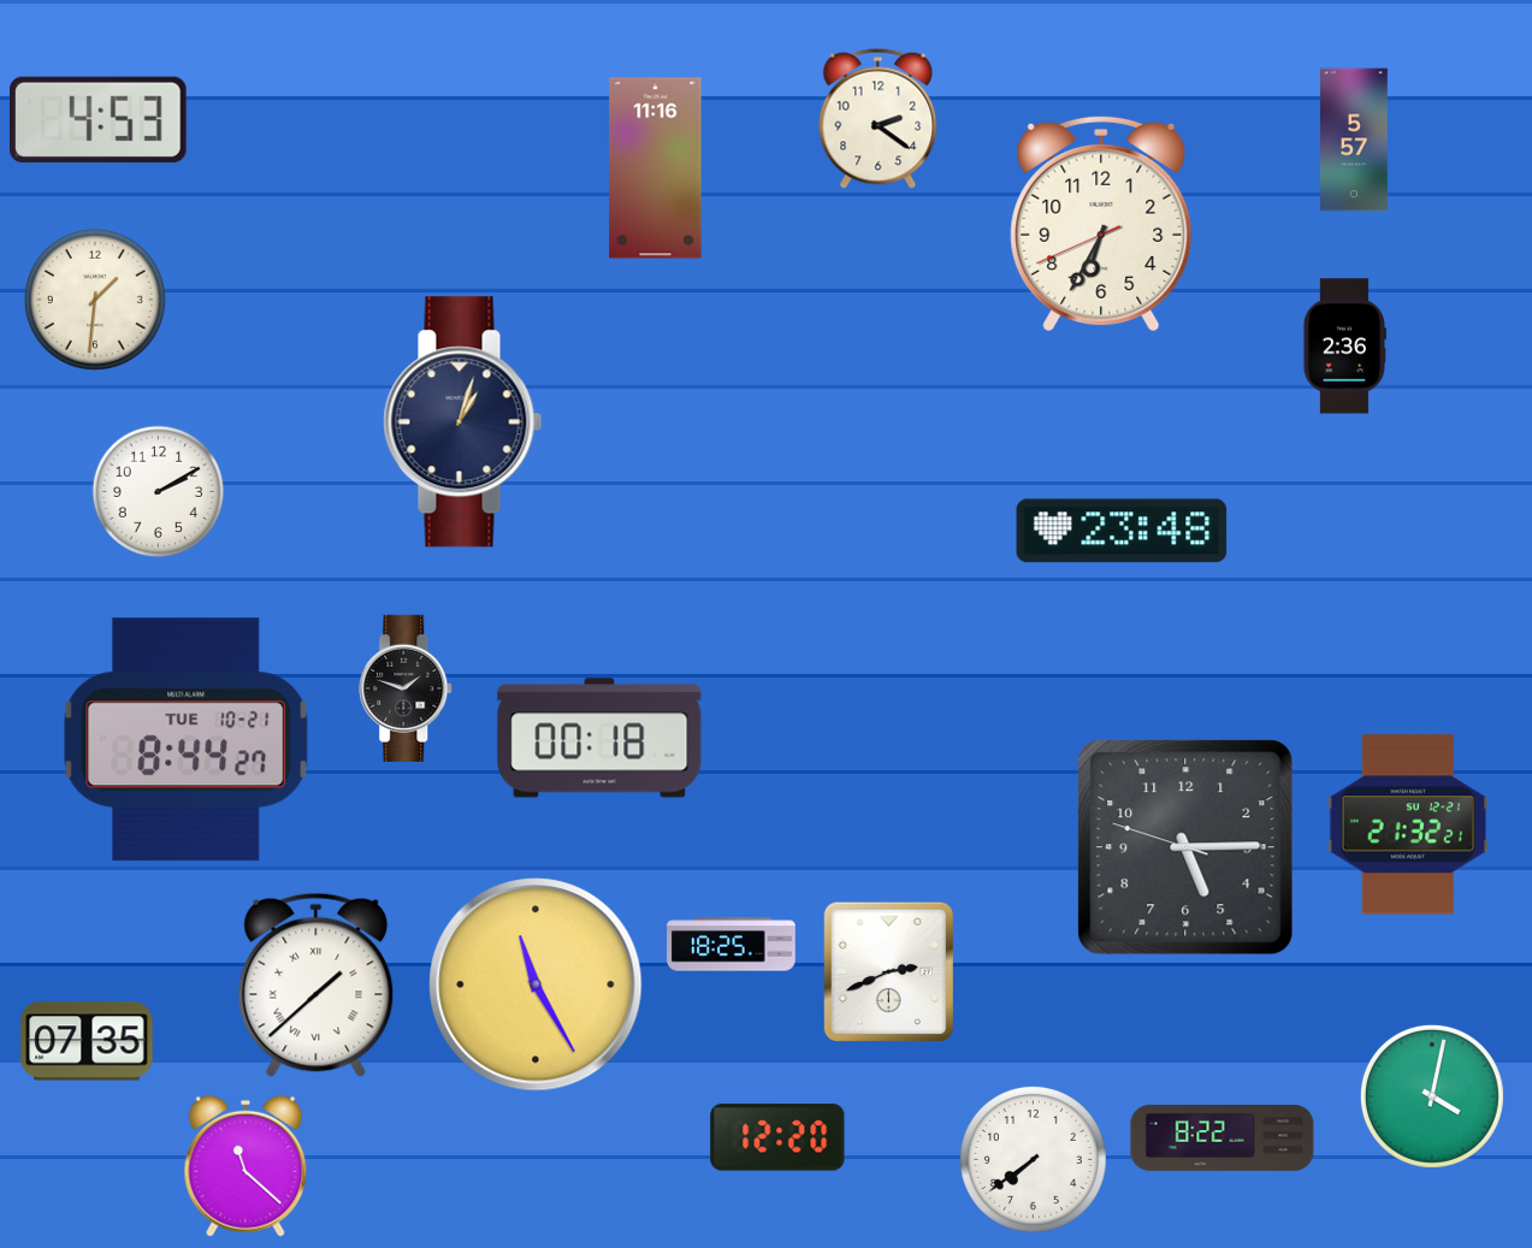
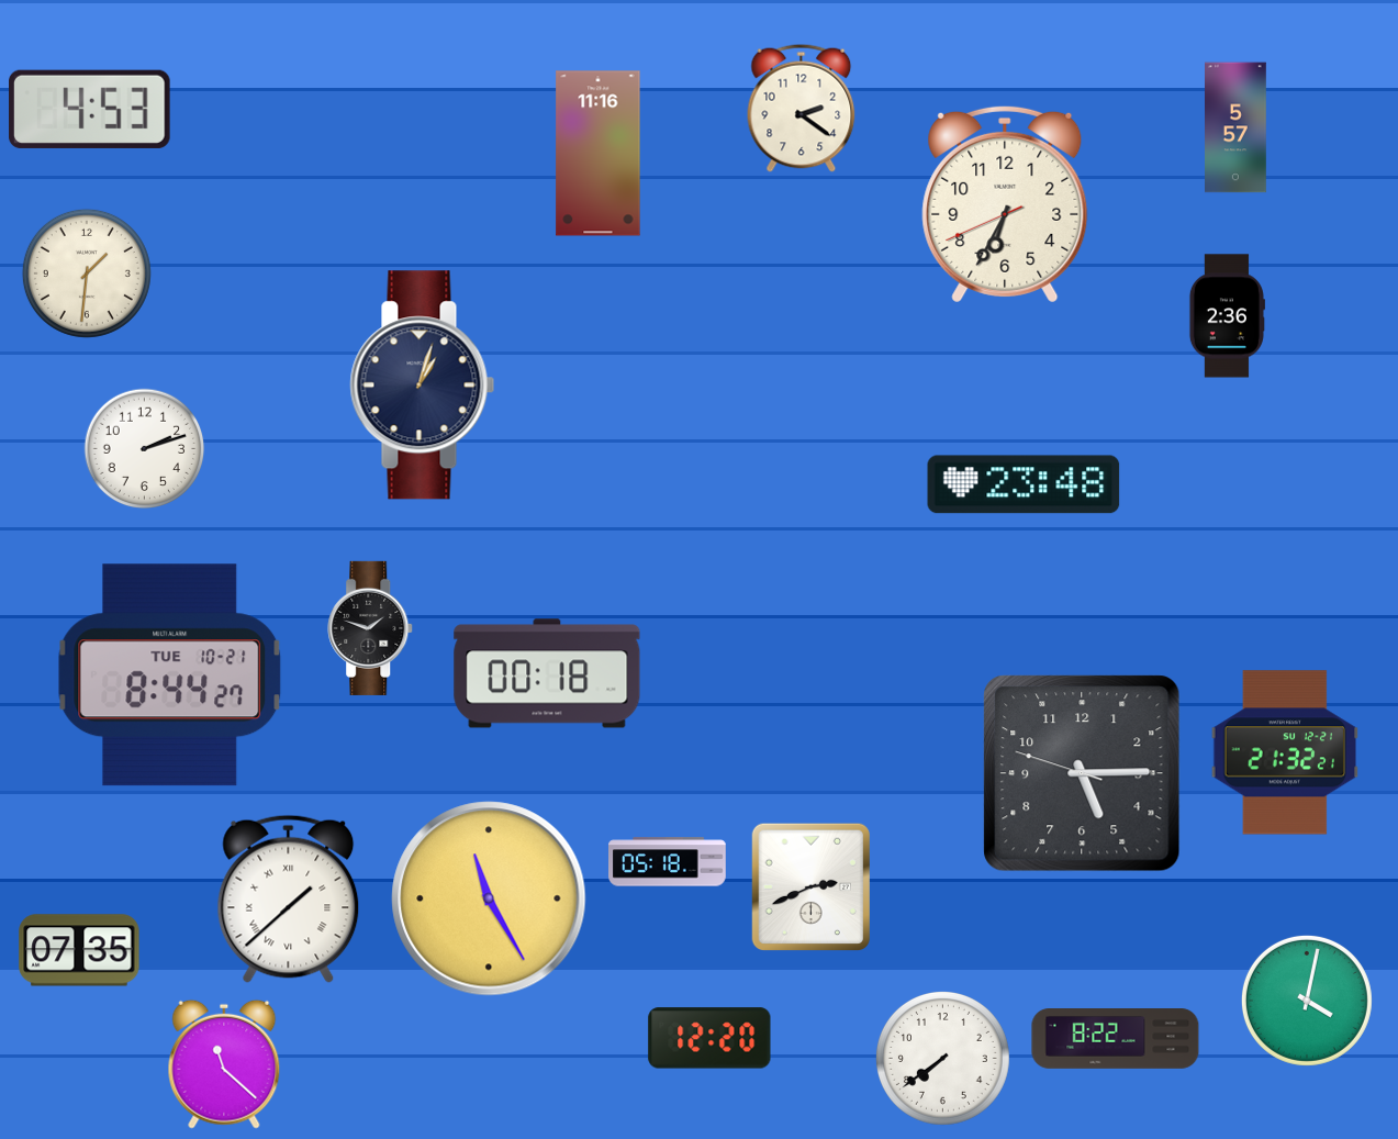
clock at (159, 492): 2:10 -> 2:12
clock at (732, 945): 18:25 -> 05:18
